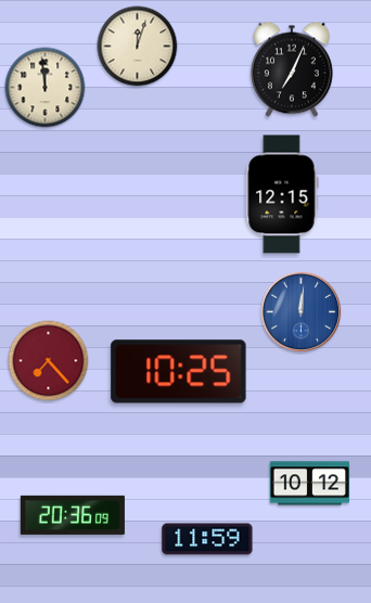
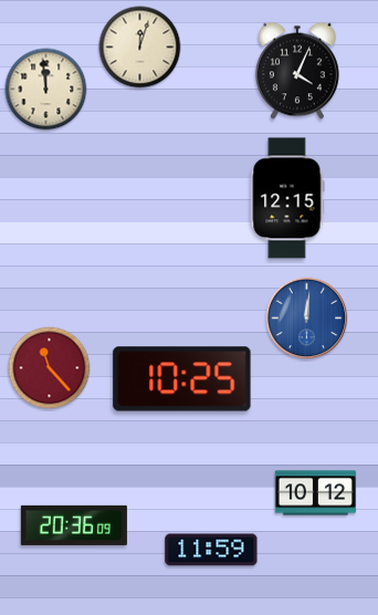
clock at (292, 69): 7:04 -> 4:04
clock at (49, 361): 7:23 -> 11:23
